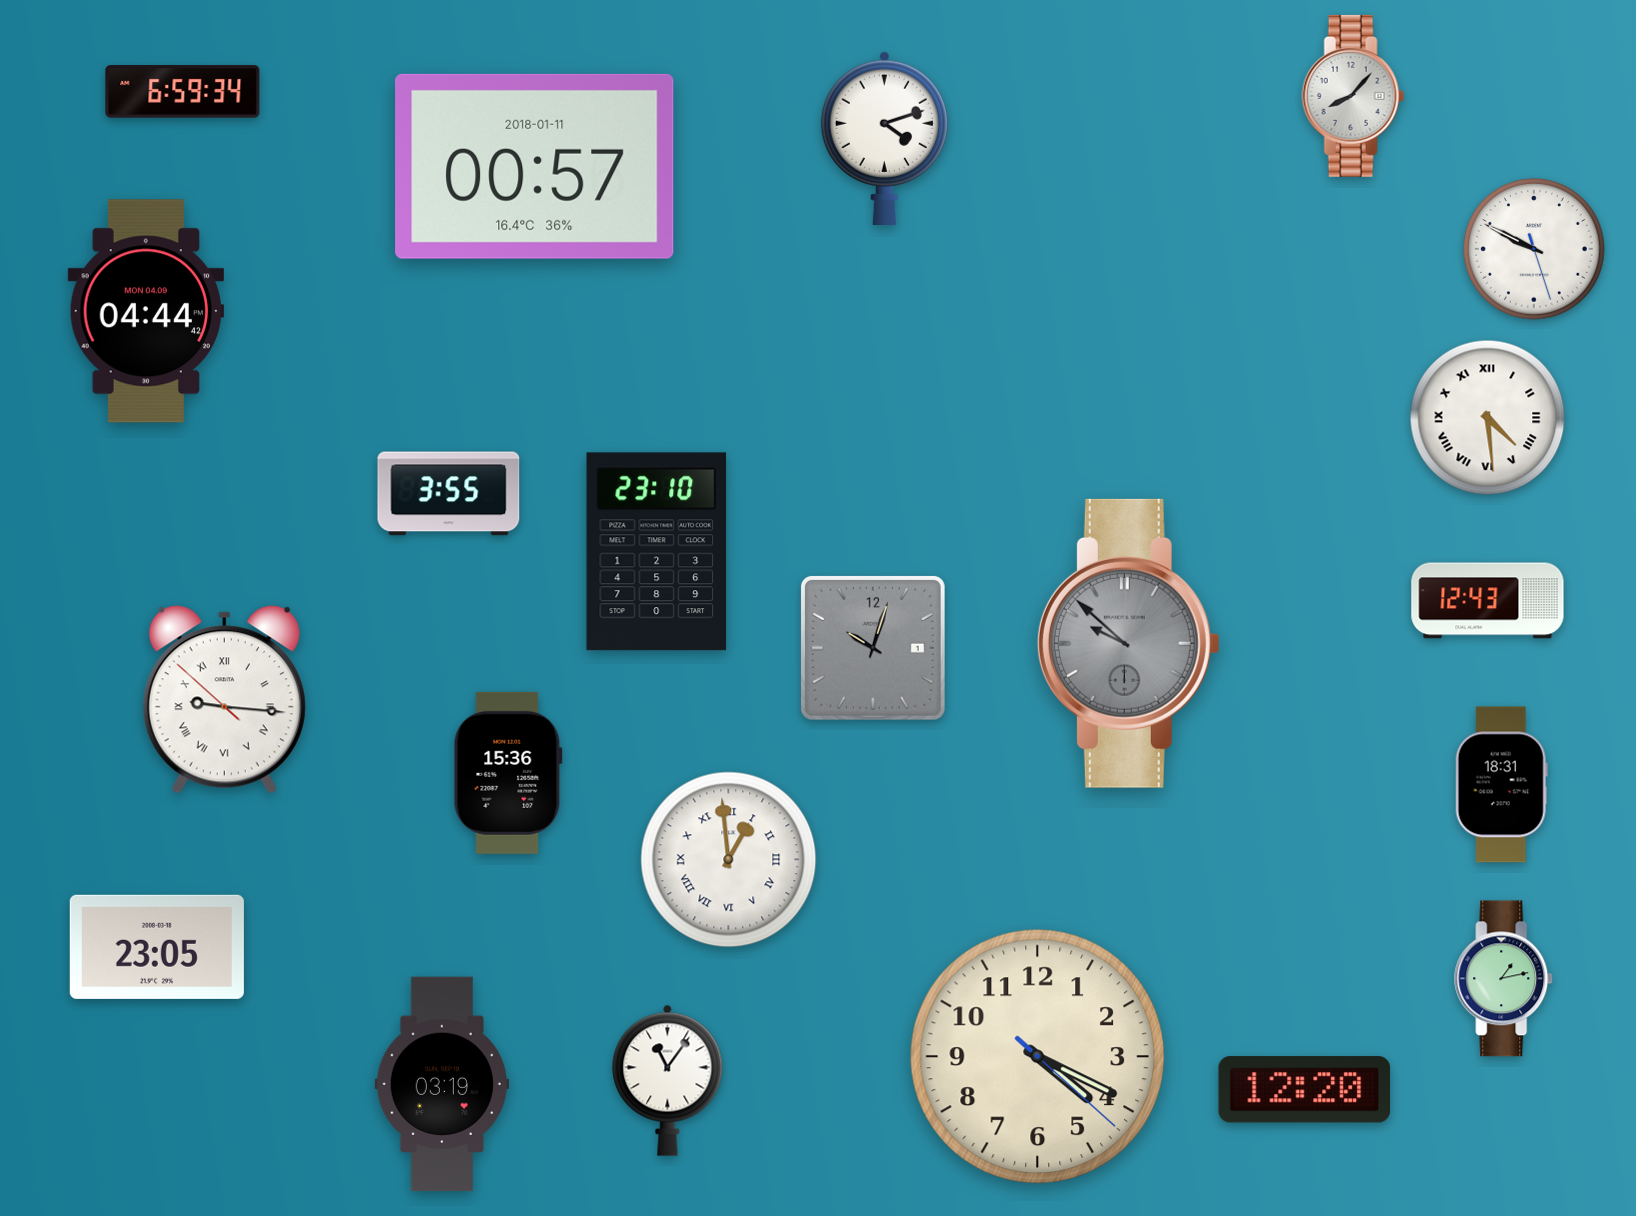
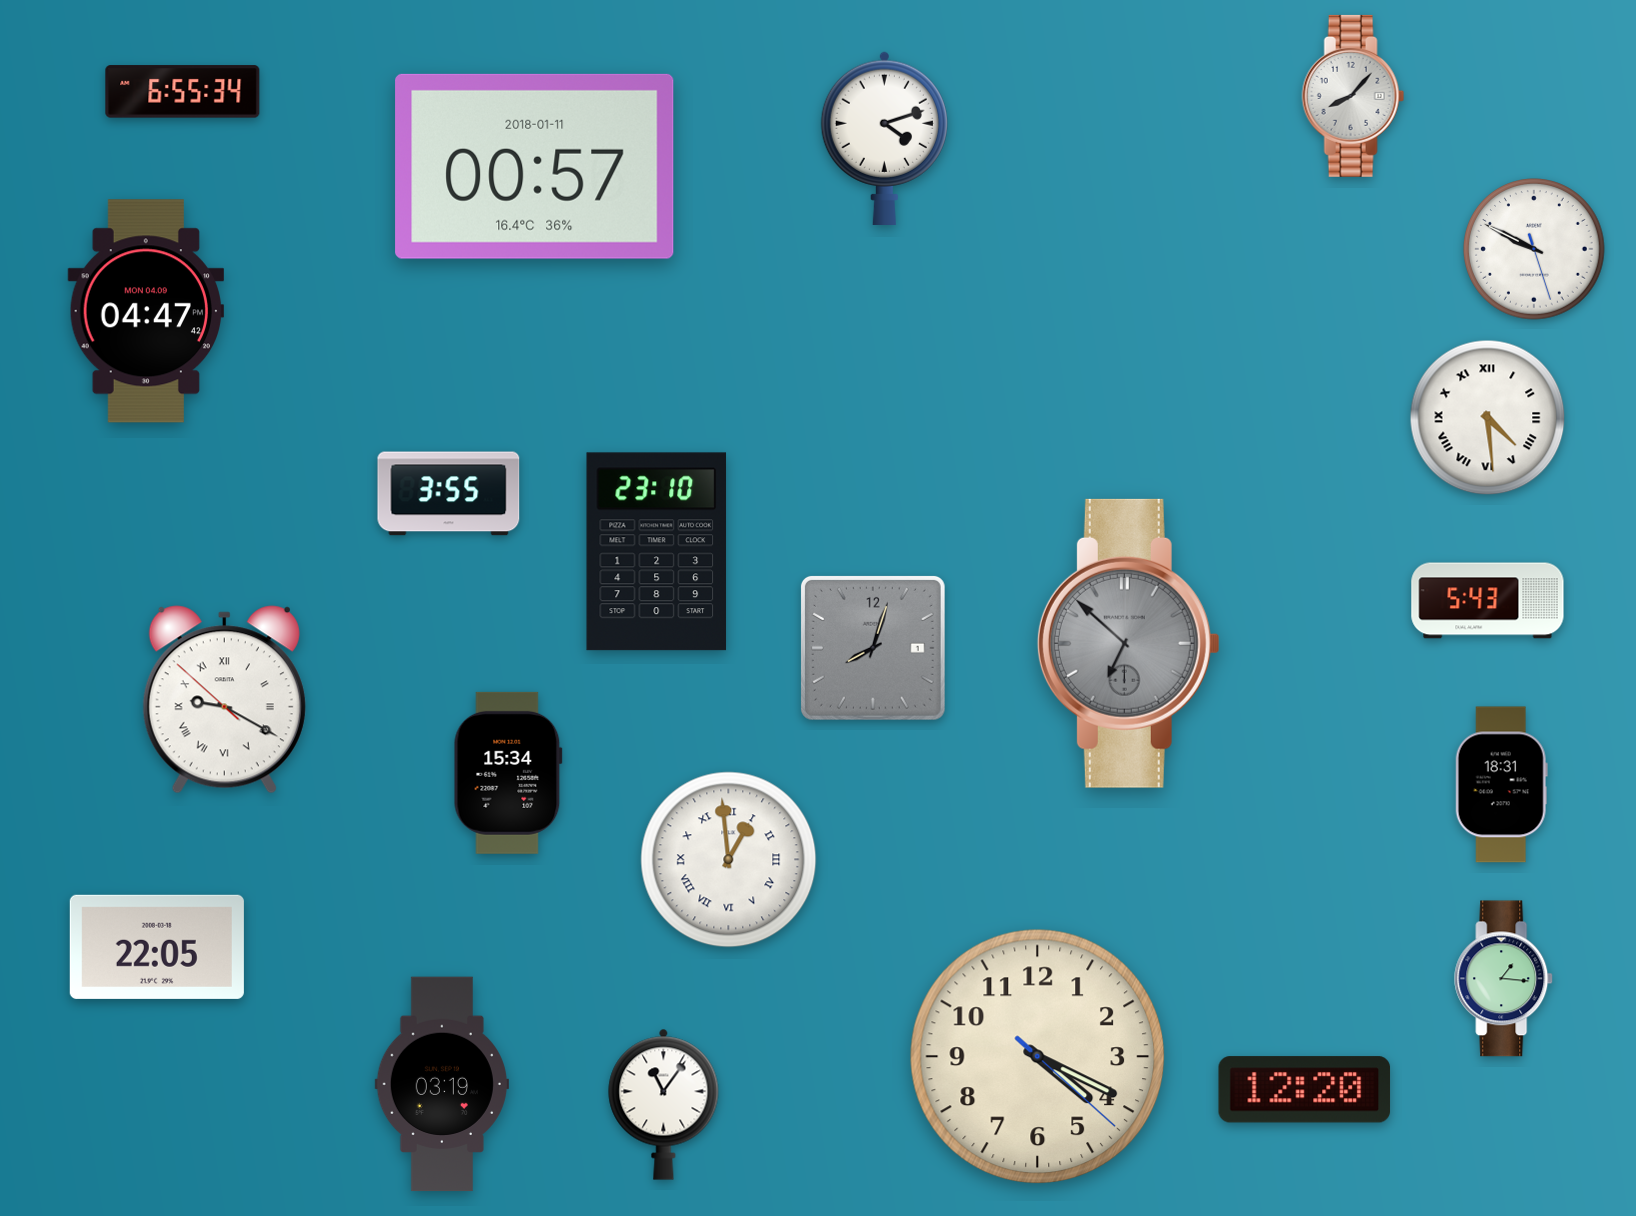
clock at (183, 92): 6:59 -> 6:55
clock at (145, 311): 04:44 -> 04:47
clock at (1488, 601): 12:43 -> 5:43
clock at (1128, 643): 9:52 -> 6:52
clock at (873, 648): 10:03 -> 8:03
clock at (224, 700): 9:15 -> 9:19
clock at (508, 773): 15:36 -> 15:34
clock at (157, 947): 23:05 -> 22:05
clock at (1504, 979): 1:13 -> 1:16
clock at (668, 1080) position: (668, 1080) -> (664, 1104)
